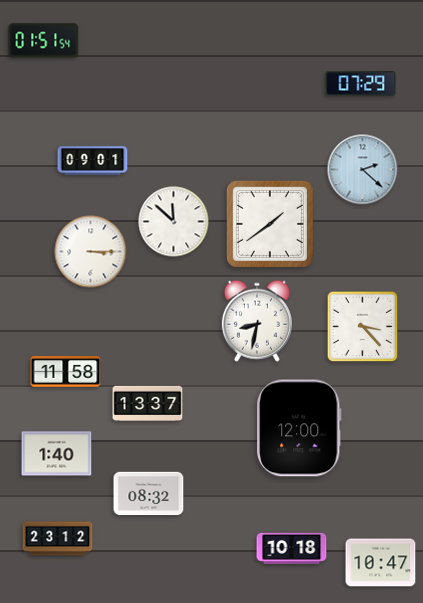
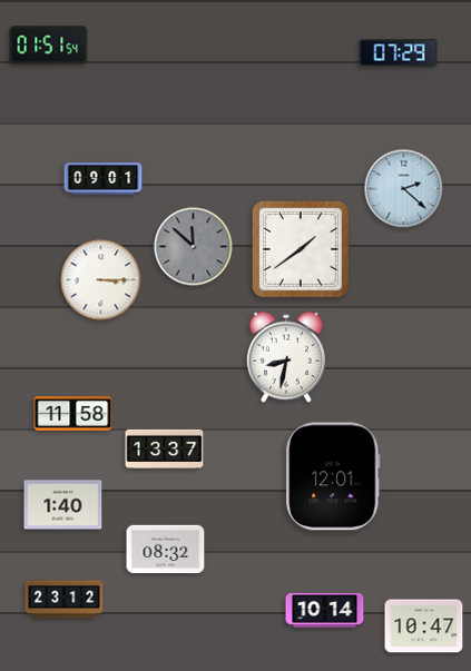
clock at (361, 84) position: (361, 84) -> (399, 53)
clock at (174, 222) dial: white -> grey
clock at (363, 327): 3:23 -> none
clock at (299, 428): 12:00 -> 12:01
clock at (292, 548): 10:18 -> 10:14
